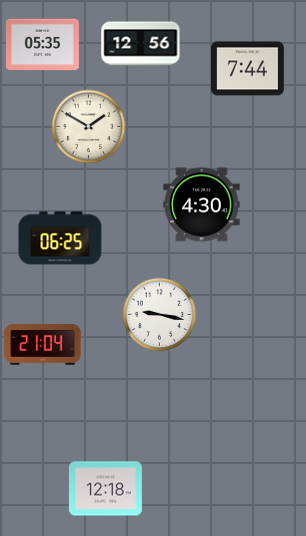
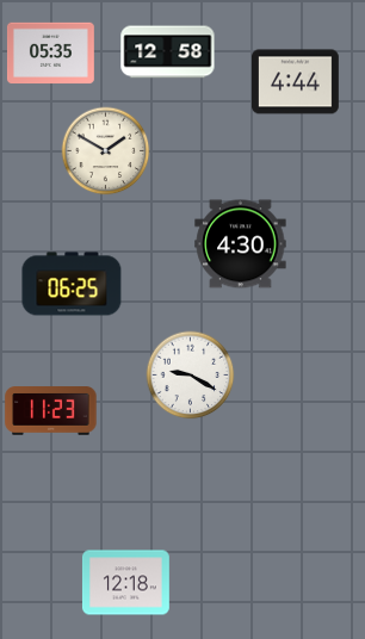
clock at (141, 44): 12:56 -> 12:58
clock at (247, 69): 7:44 -> 4:44
clock at (160, 315): 9:17 -> 9:20
clock at (43, 345): 21:04 -> 11:23
